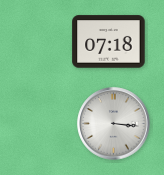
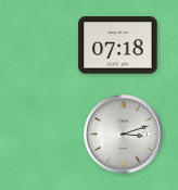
clock at (114, 124): 3:16 -> 3:12
